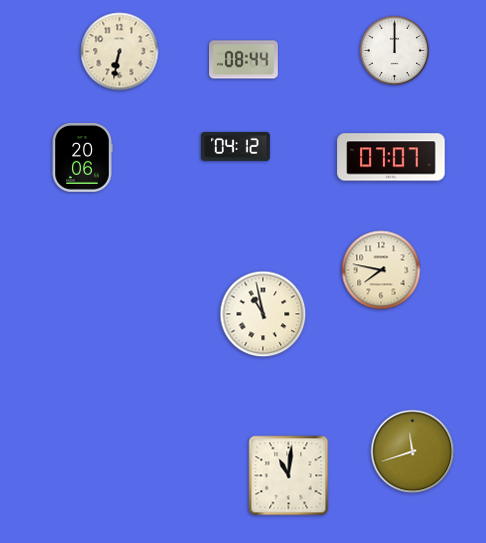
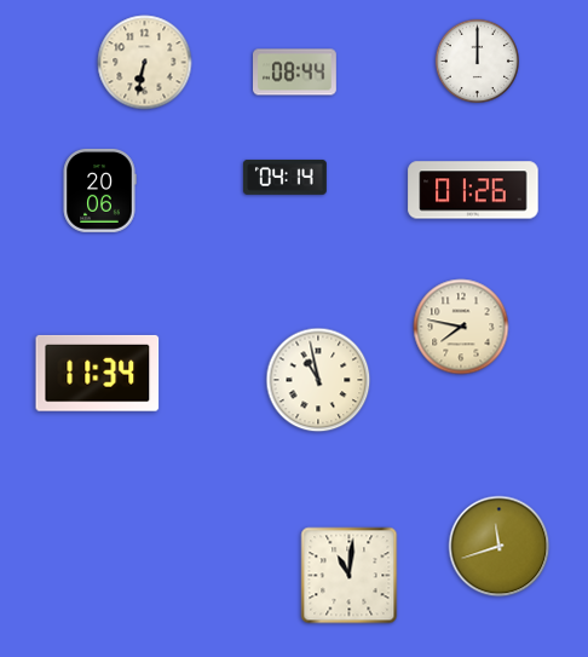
clock at (235, 146): 04:12 -> 04:14
clock at (391, 157): 07:07 -> 01:26
clock at (98, 373): none -> 11:34
